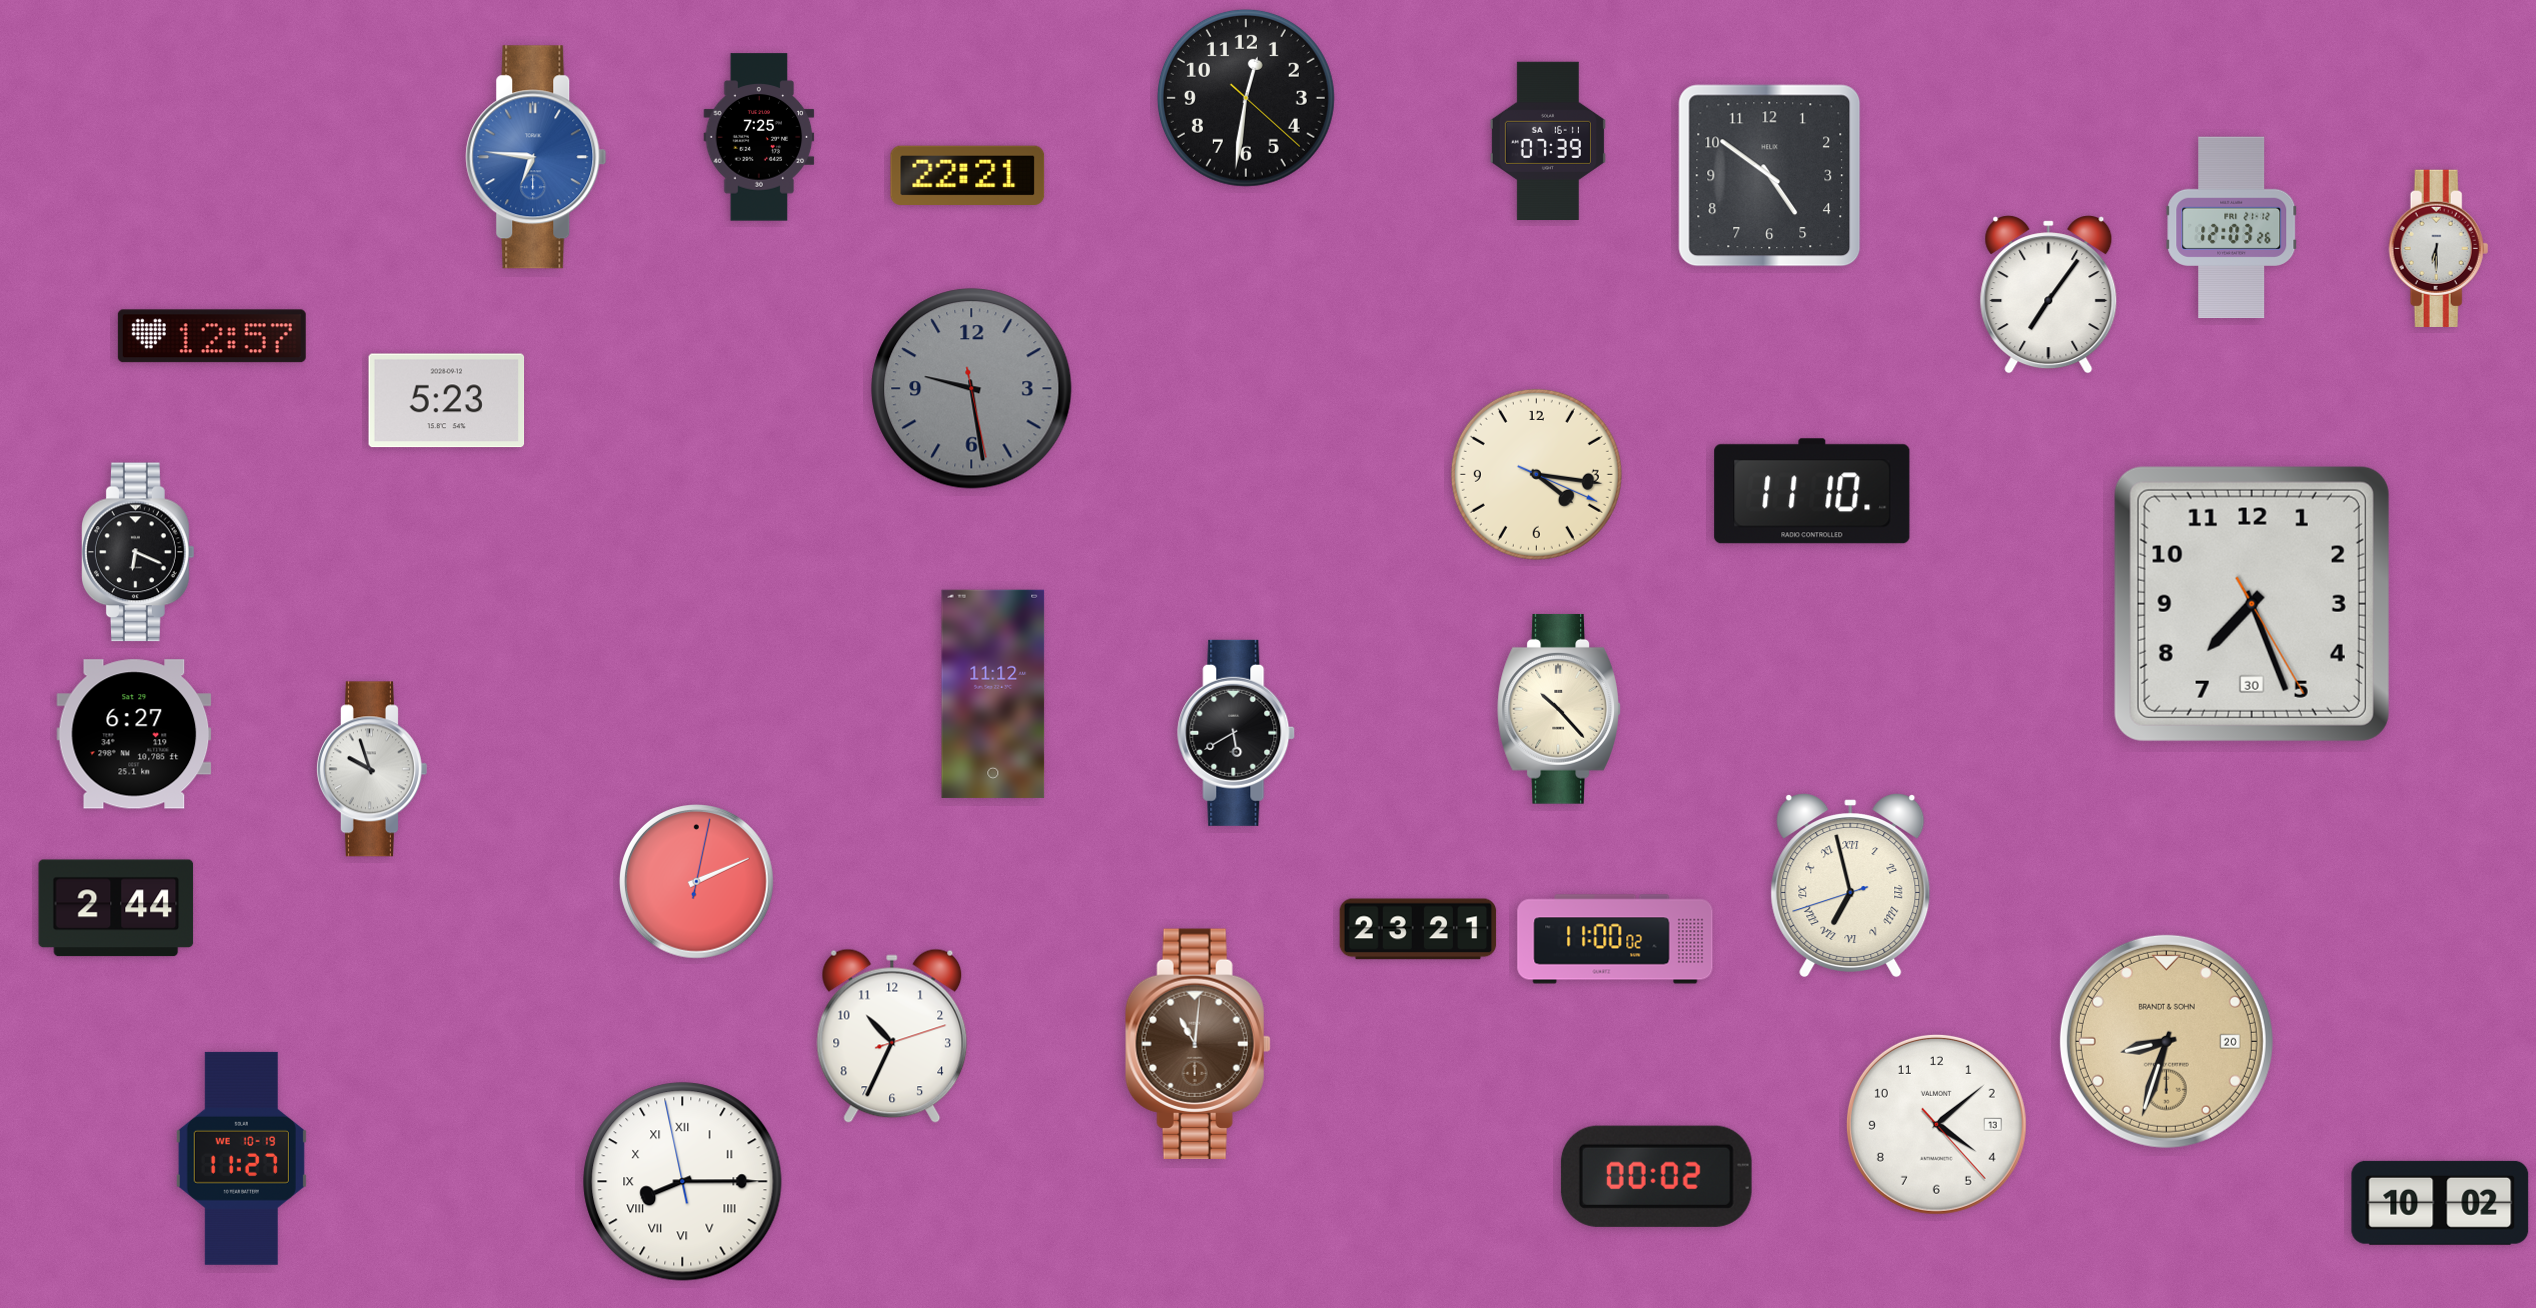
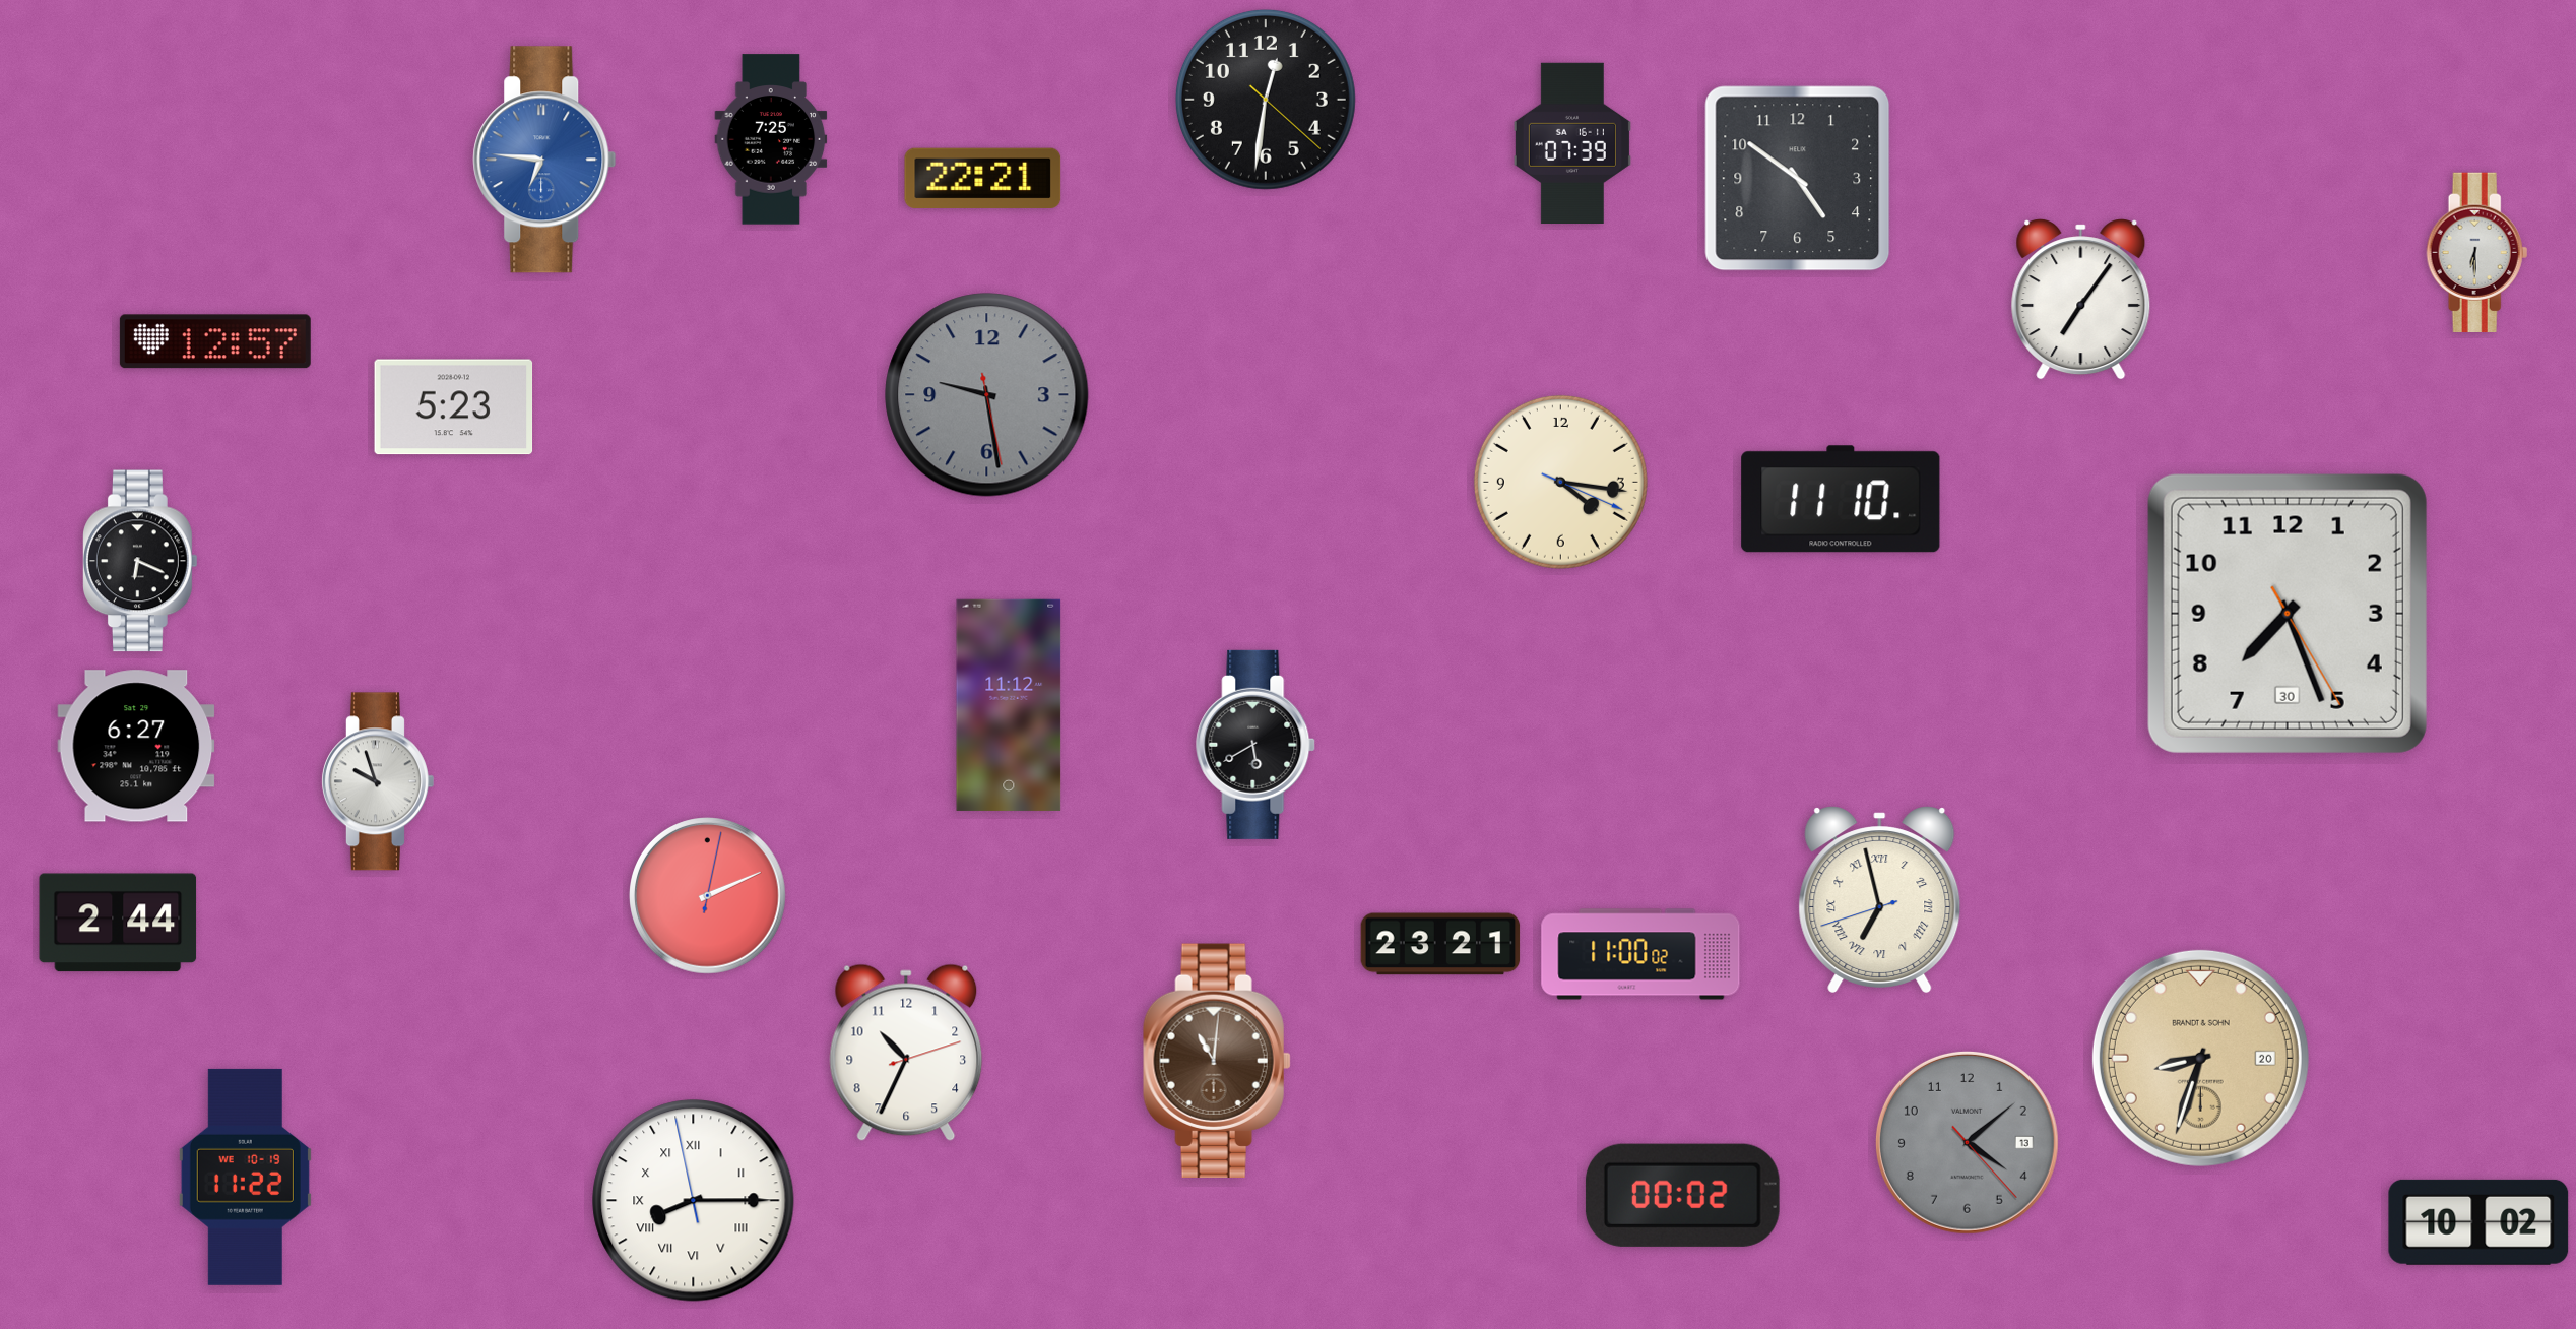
clock at (2232, 228): 12:03 -> none
clock at (1559, 709): 10:23 -> none
clock at (1936, 1124) dial: white -> grey
clock at (241, 1158): 11:27 -> 11:22
